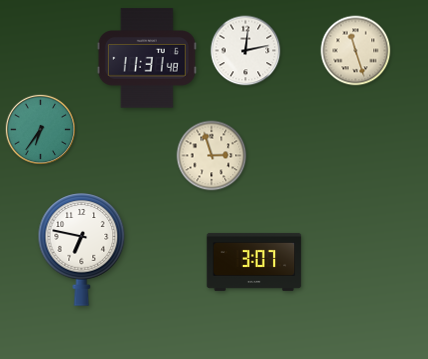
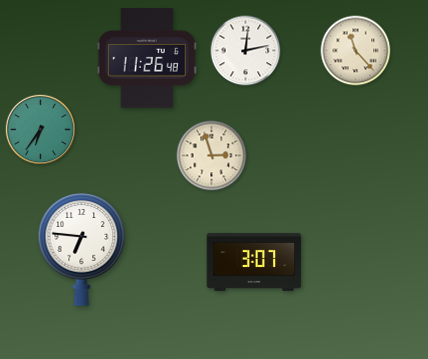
clock at (356, 51): 11:27 -> 11:23
clock at (147, 58): 11:31 -> 11:26
clock at (82, 250): 6:47 -> 6:46
